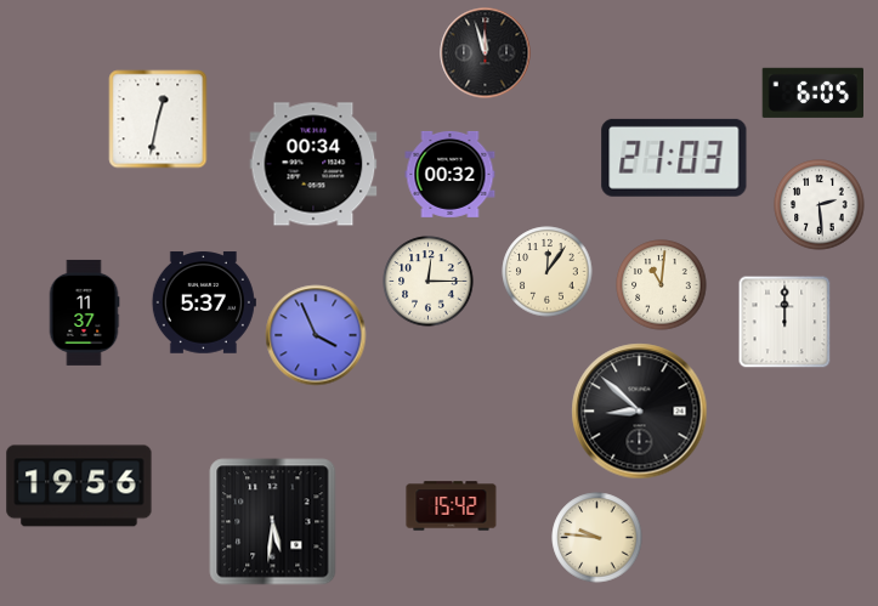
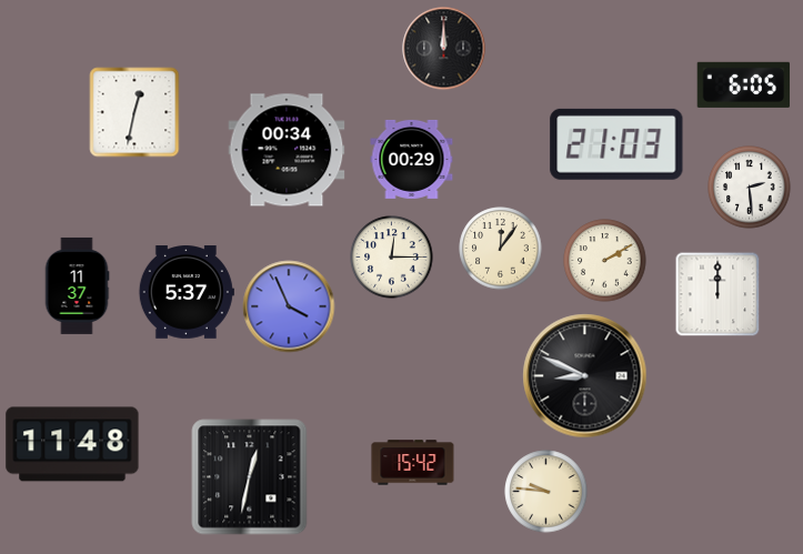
clock at (486, 53): 11:57 -> 12:00
clock at (158, 119) position: (158, 119) -> (134, 112)
clock at (451, 174): 00:32 -> 00:29
clock at (662, 285): 11:01 -> 2:10
clock at (204, 302) position: (204, 302) -> (187, 292)
clock at (640, 412): 8:52 -> 8:49
clock at (79, 486): 19:56 -> 11:48
clock at (273, 522): 5:31 -> 12:32
